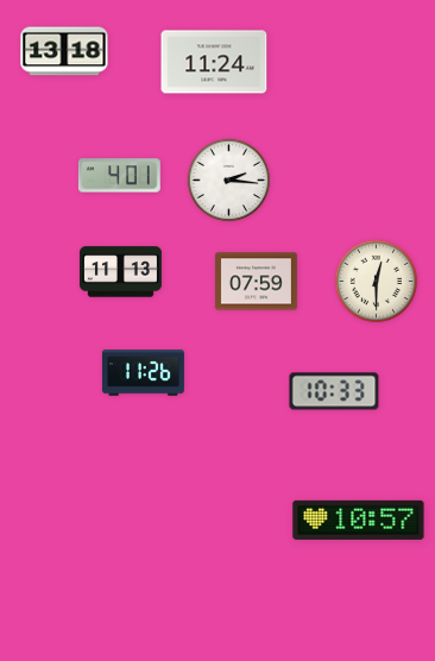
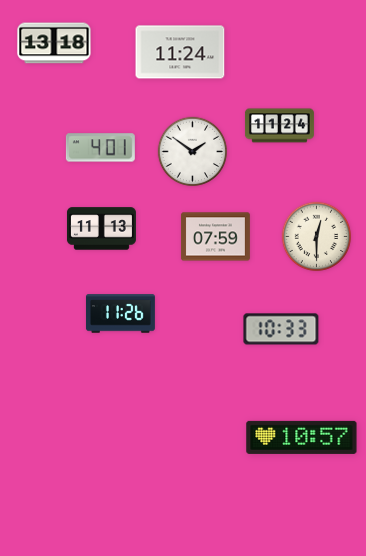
clock at (279, 126): none -> 11:24
clock at (229, 181): 2:16 -> 1:51
